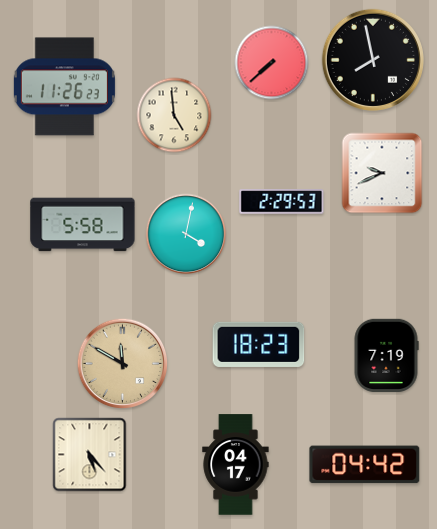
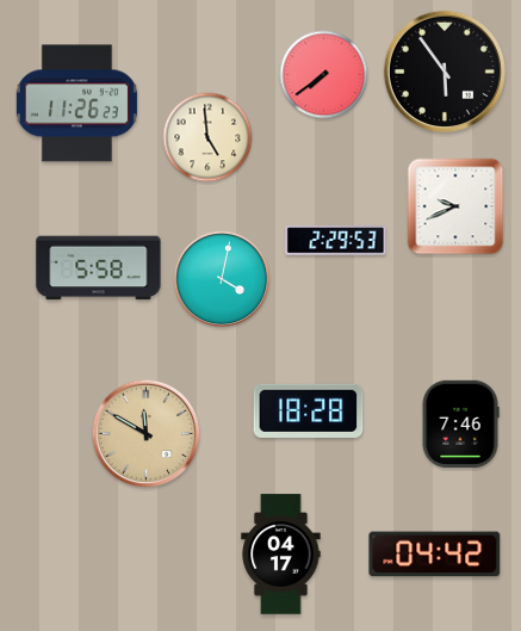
clock at (373, 60): 7:58 -> 5:54
clock at (272, 63): 7:38 -> 7:39
clock at (259, 344): 18:23 -> 18:28
clock at (386, 356): 7:19 -> 7:46
clock at (90, 455): 5:23 -> none
